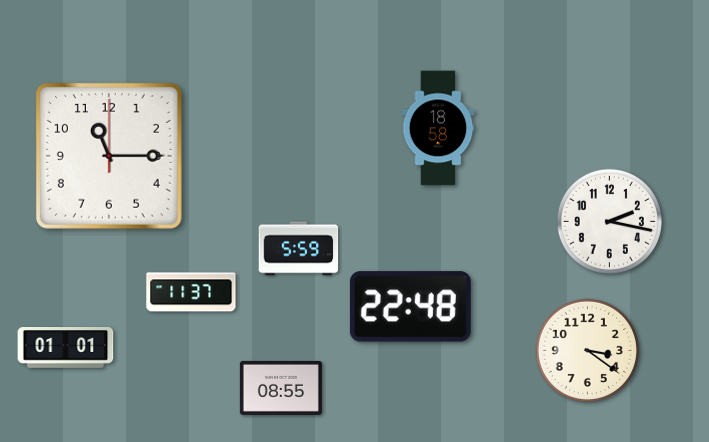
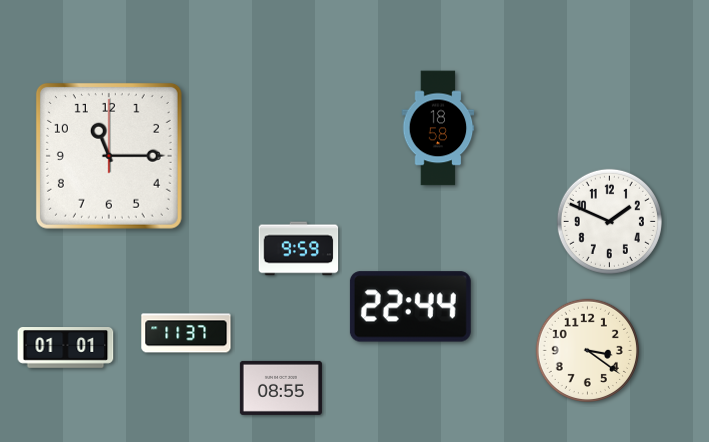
clock at (609, 221): 2:17 -> 1:49
clock at (299, 249): 5:59 -> 9:59
clock at (191, 292) position: (191, 292) -> (186, 333)
clock at (410, 307): 22:48 -> 22:44
